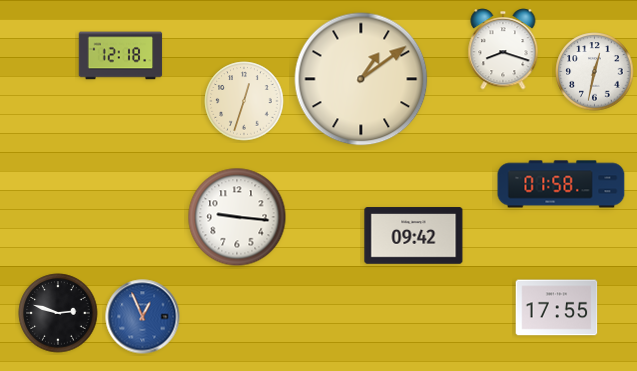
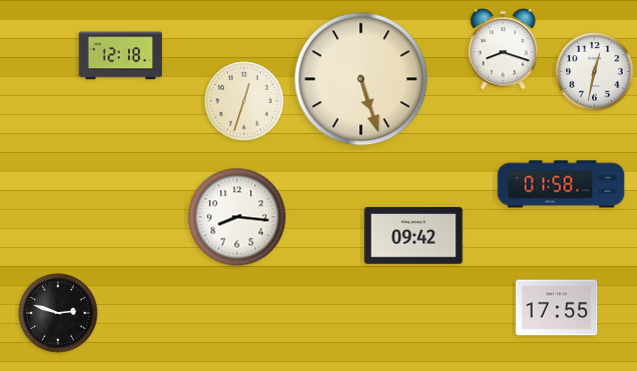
clock at (361, 79): 1:09 -> 5:27
clock at (237, 217): 9:16 -> 8:16
clock at (143, 317): 12:56 -> none
